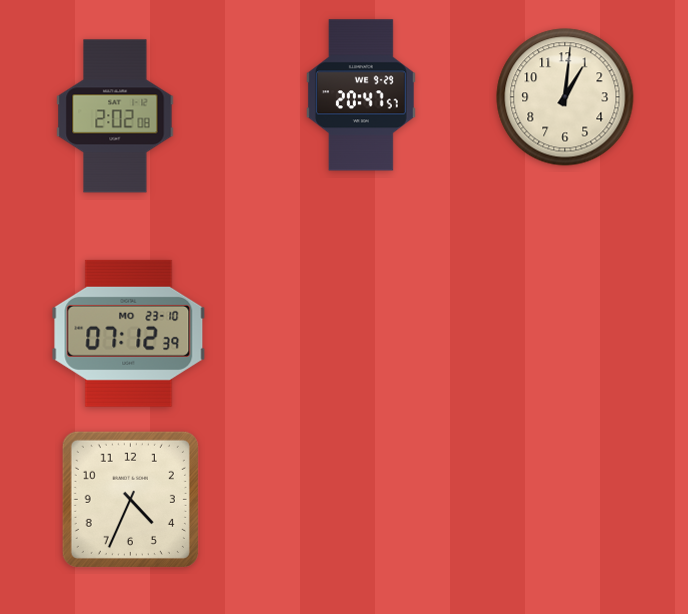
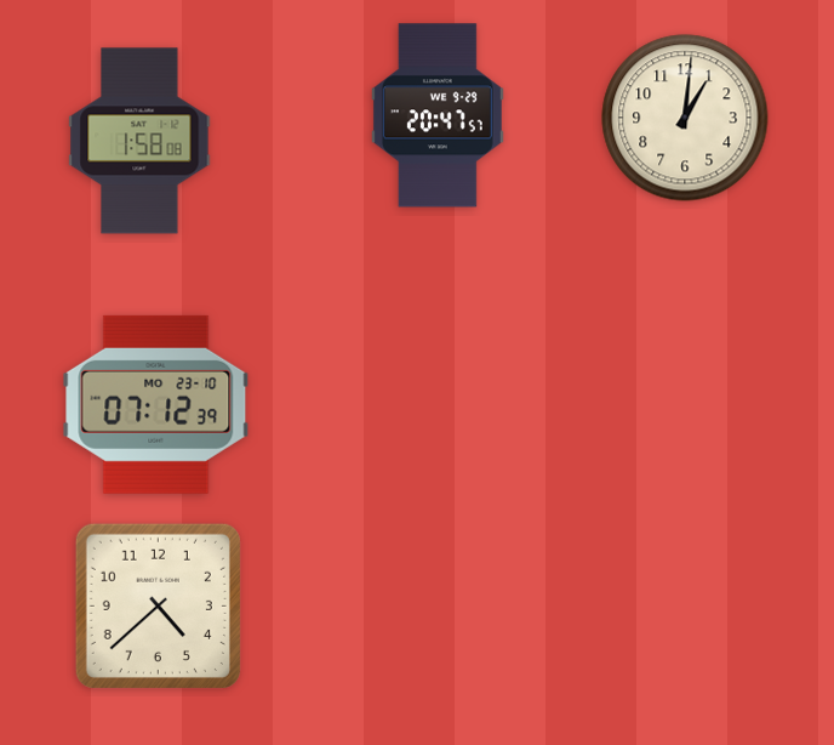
clock at (115, 116): 2:02 -> 1:58
clock at (130, 499): 4:34 -> 4:38
